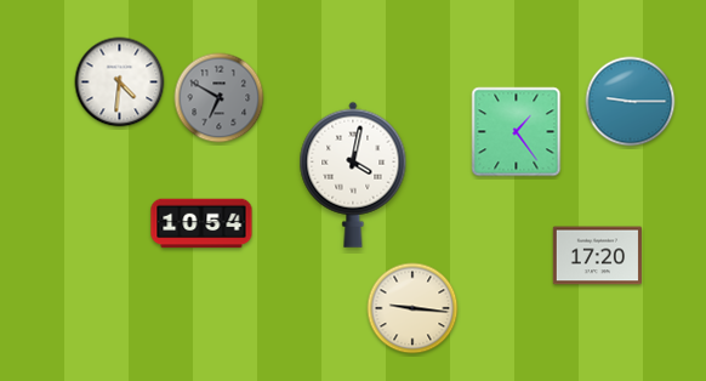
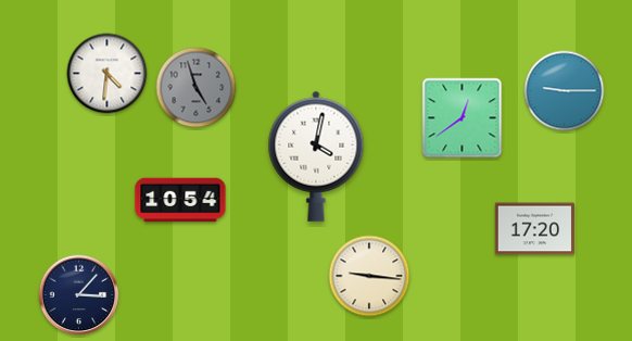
clock at (220, 98): 6:50 -> 4:57
clock at (517, 132): 1:24 -> 12:39
clock at (79, 295): none -> 3:07
